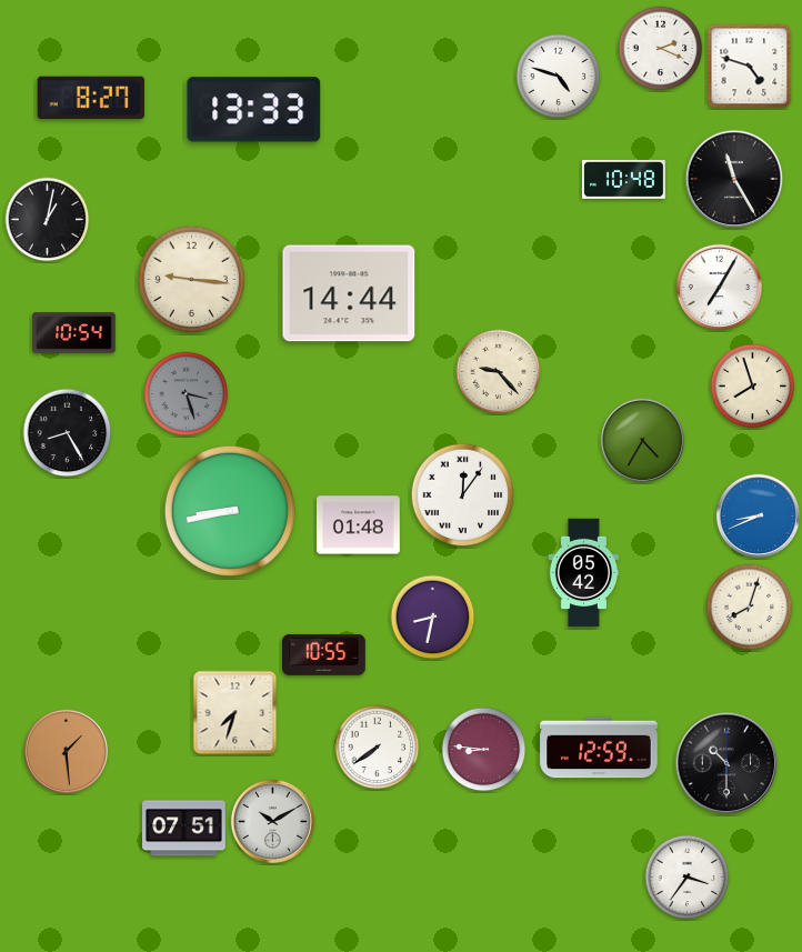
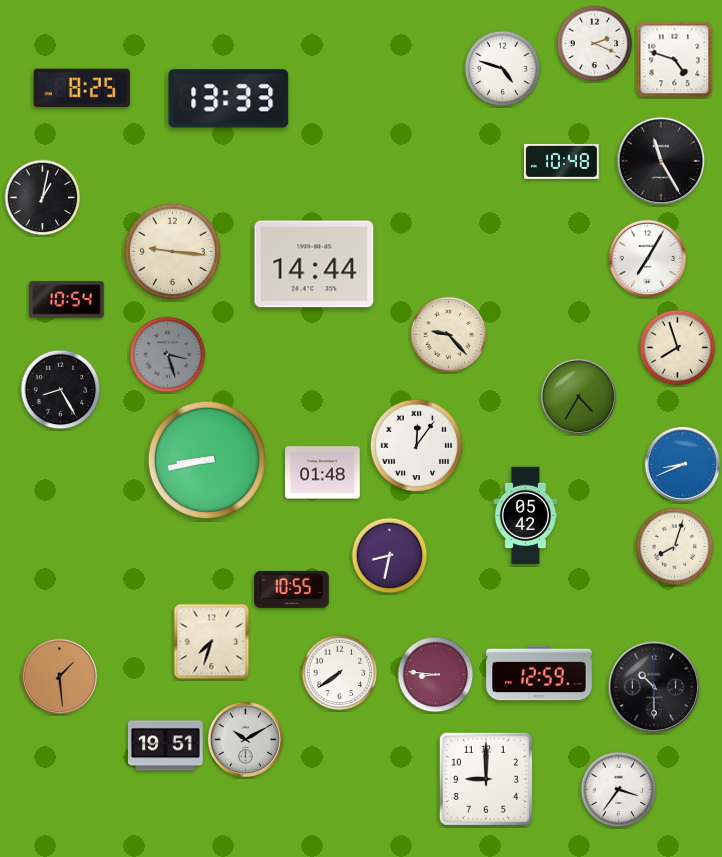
clock at (90, 98): 8:27 -> 8:25
clock at (184, 829): 07:51 -> 19:51
clock at (486, 779): none -> 9:00
